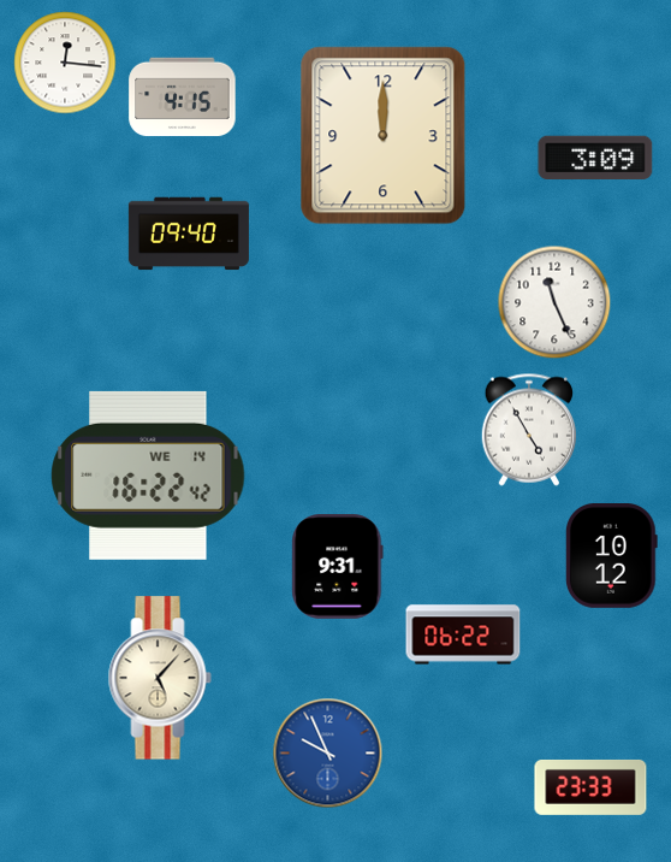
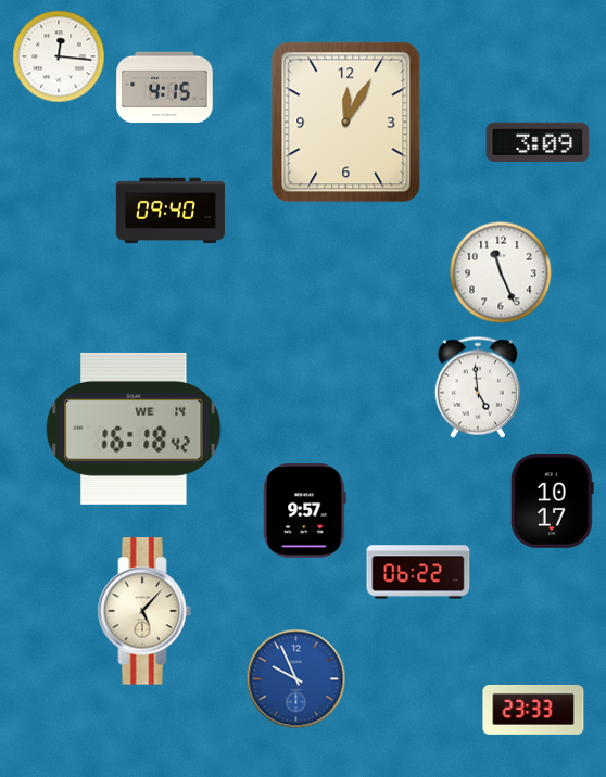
clock at (384, 136): 12:00 -> 12:05
clock at (529, 430): 4:55 -> 4:59
clock at (148, 476): 16:22 -> 16:18
clock at (611, 556): 10:12 -> 10:17
clock at (338, 567): 9:31 -> 9:57
